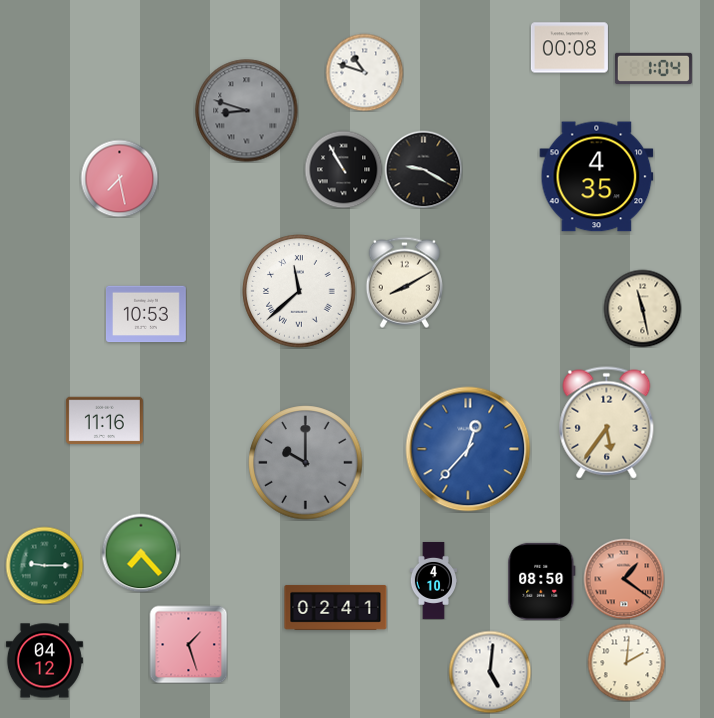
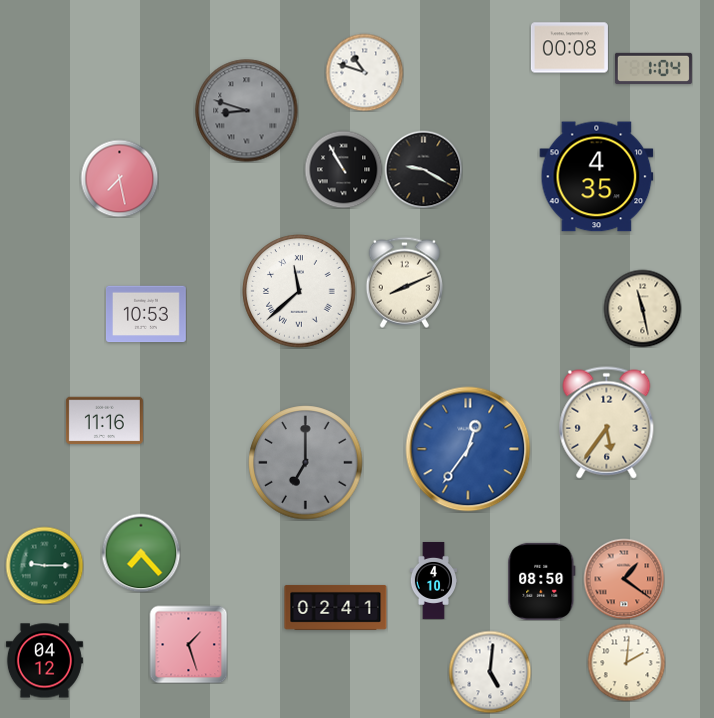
clock at (404, 282): 8:10 -> 8:11
clock at (468, 449): 12:37 -> 12:36
clock at (306, 463): 10:00 -> 7:00
